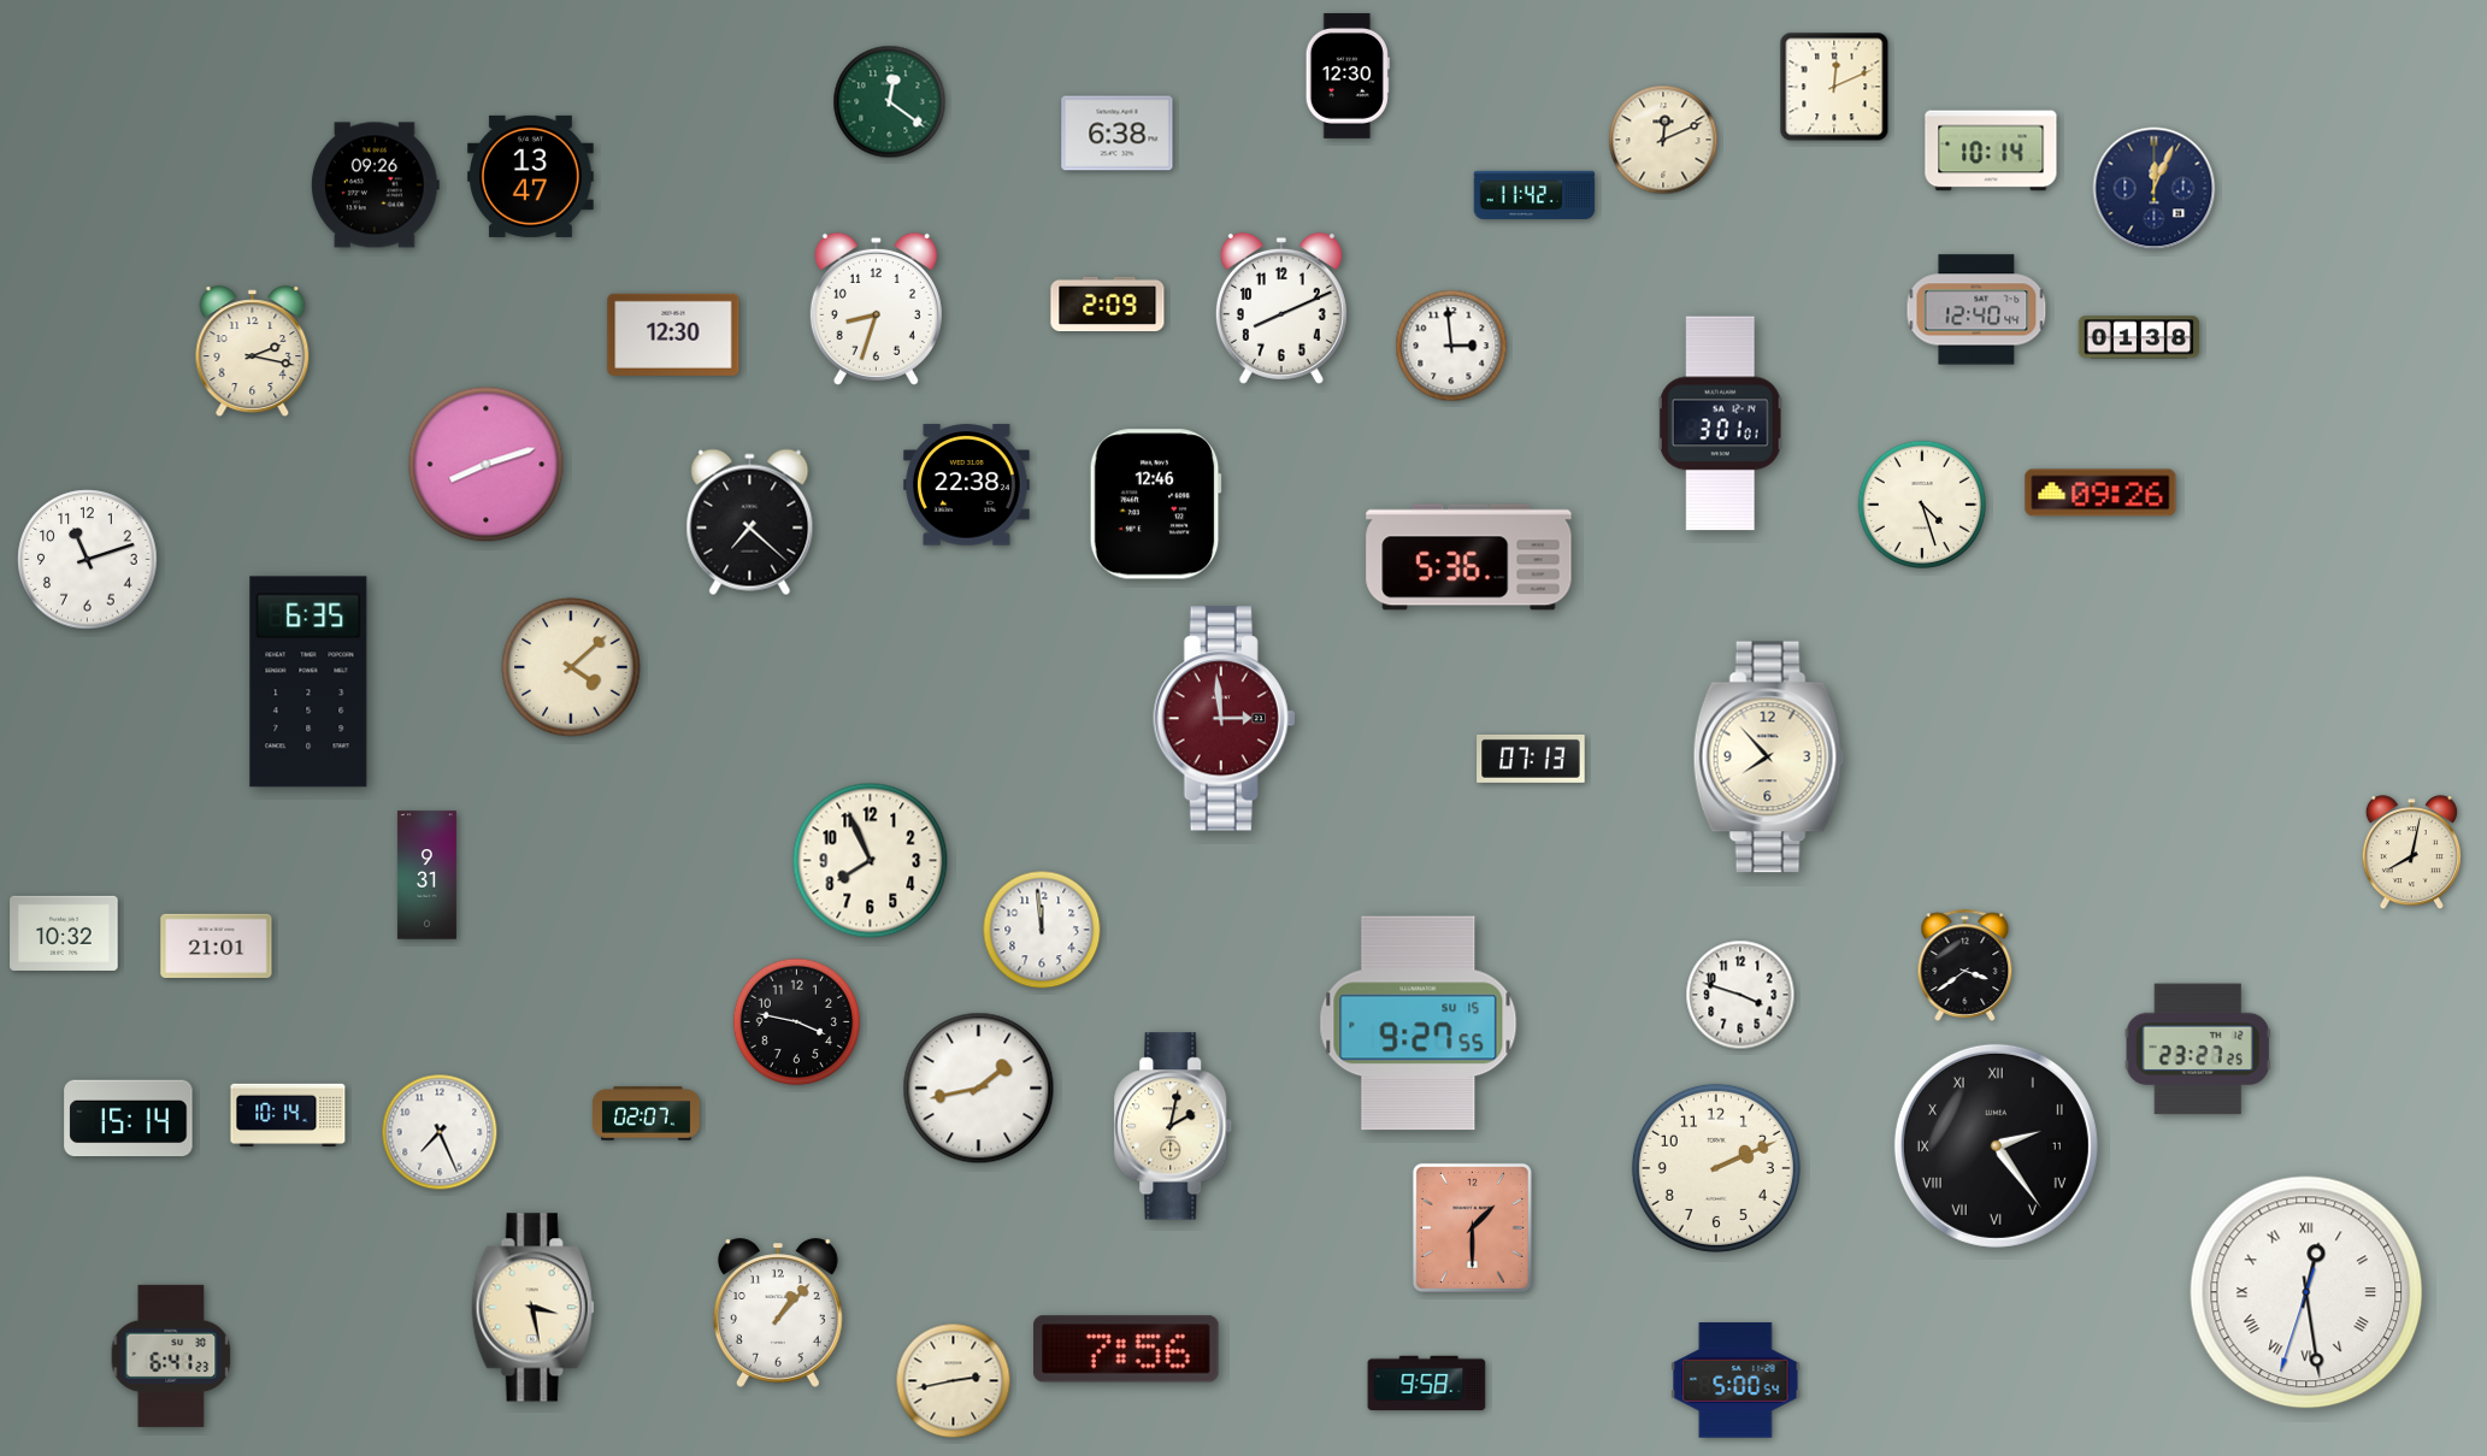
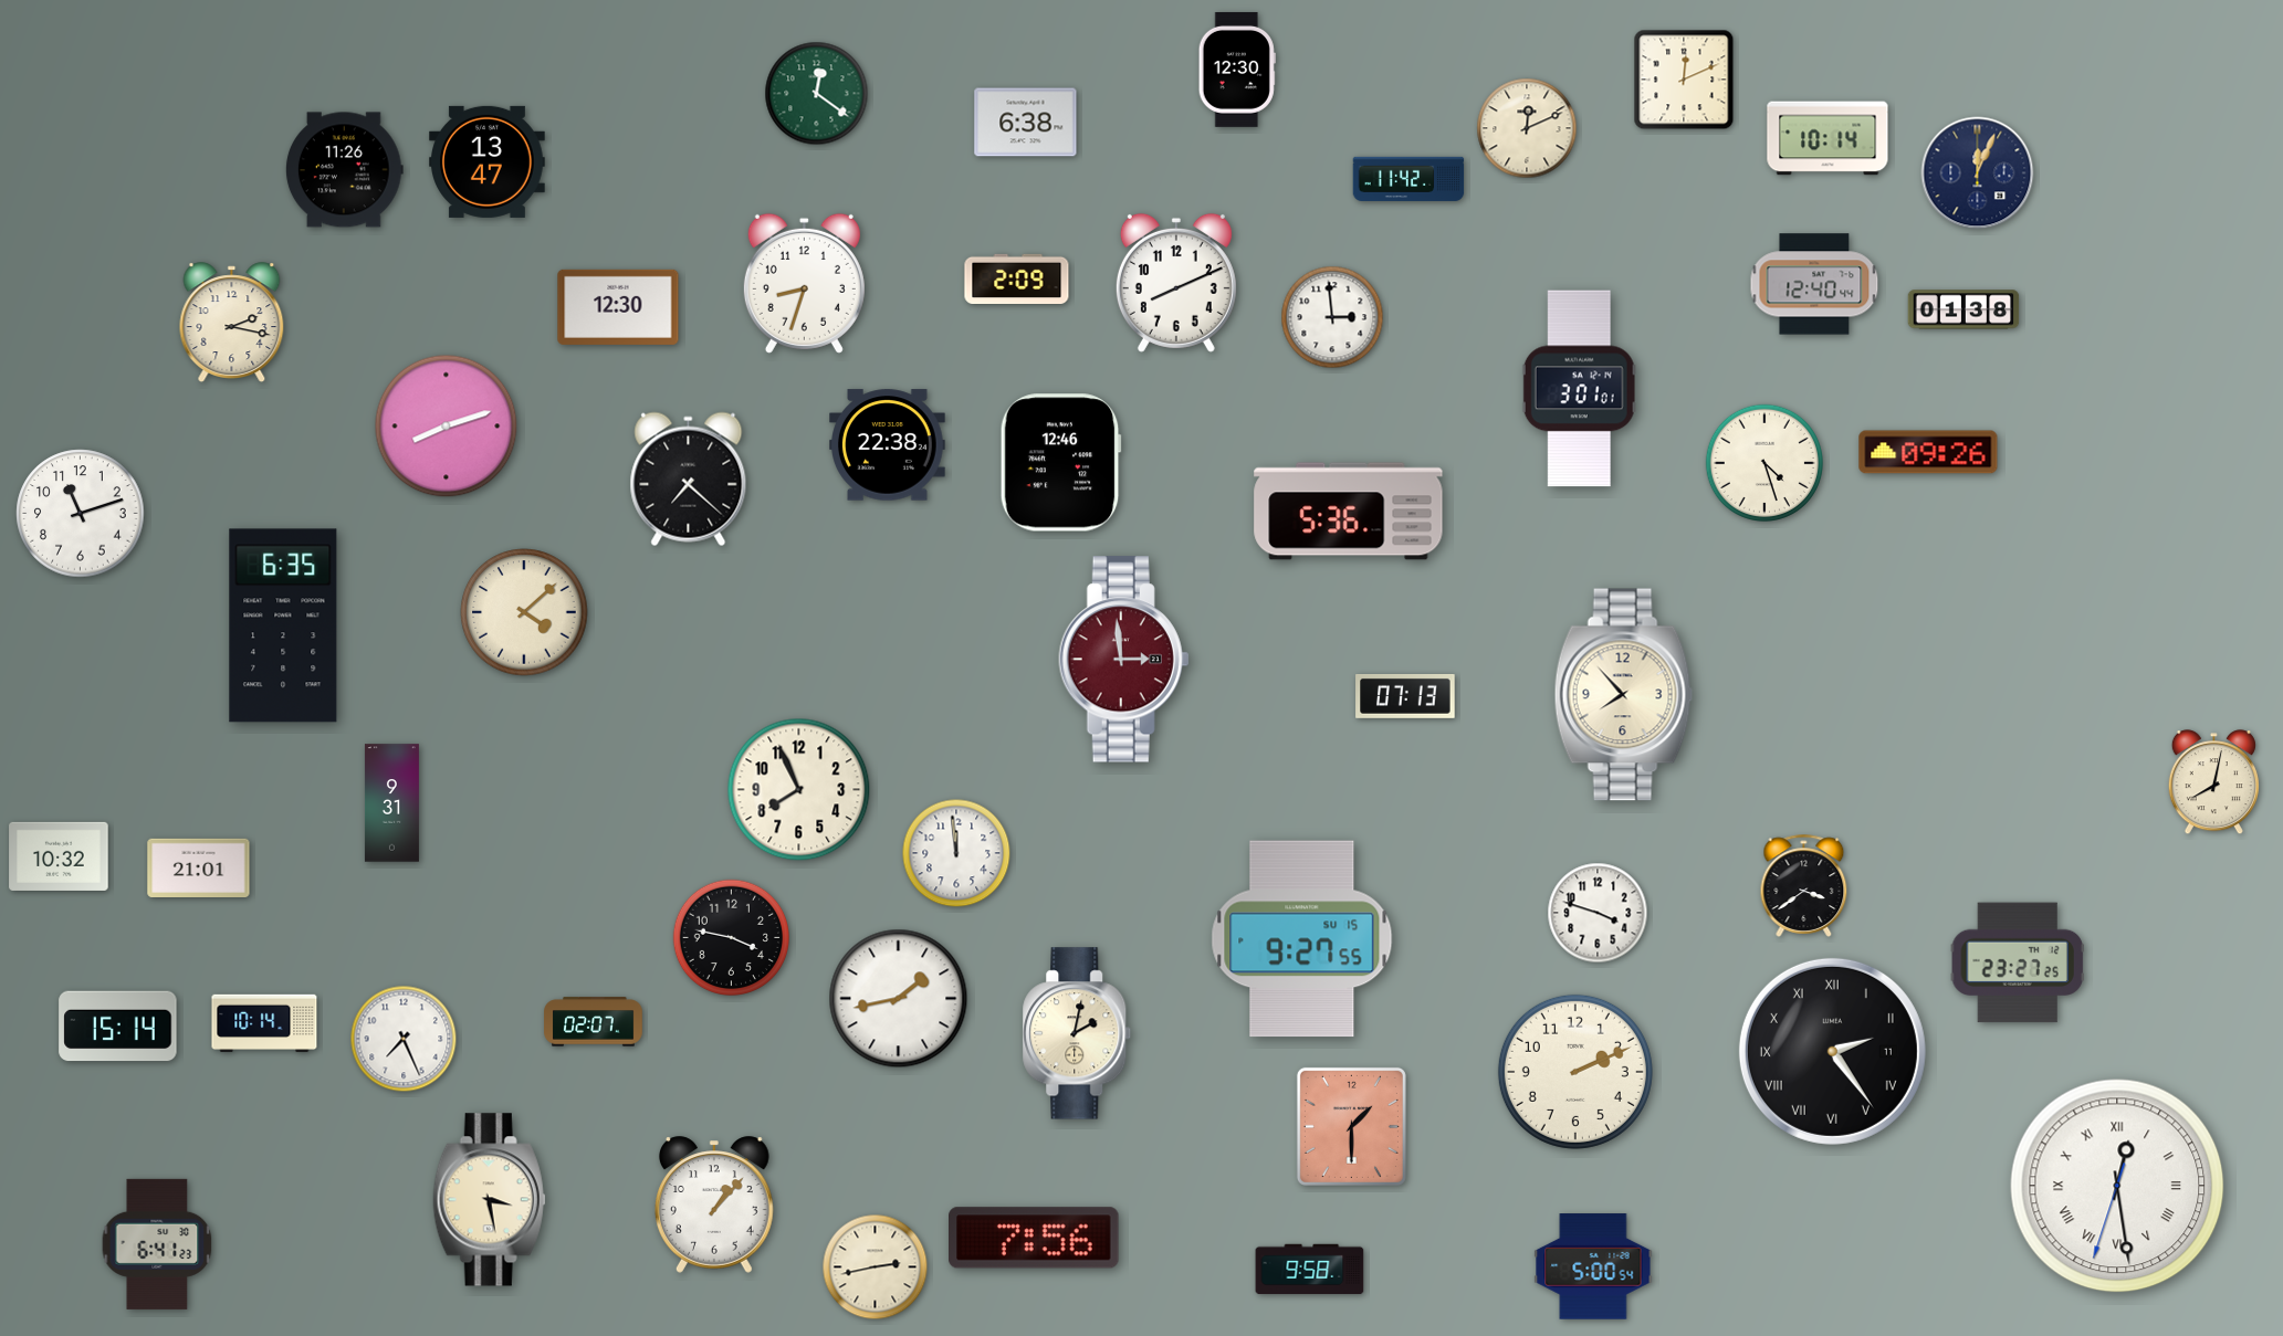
clock at (375, 185): 09:26 -> 11:26
